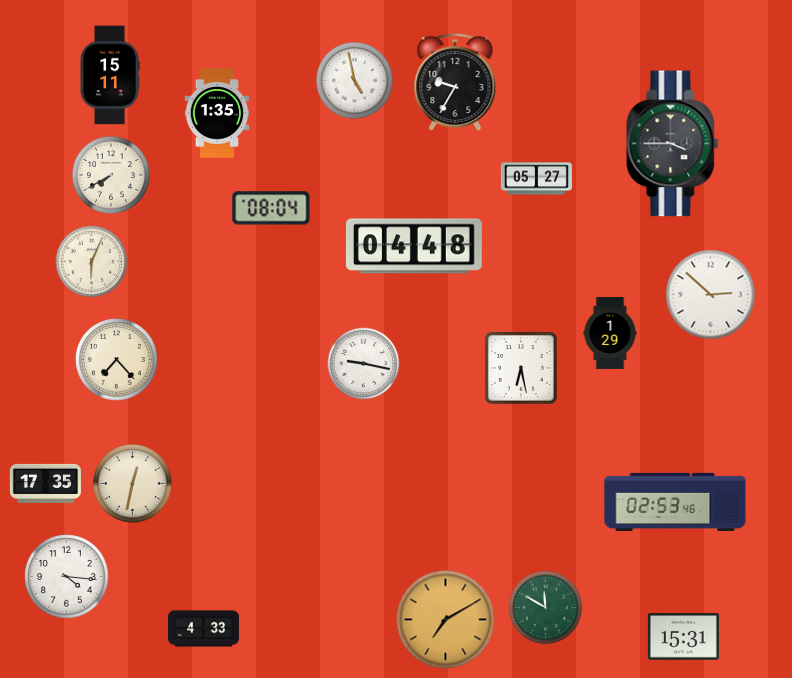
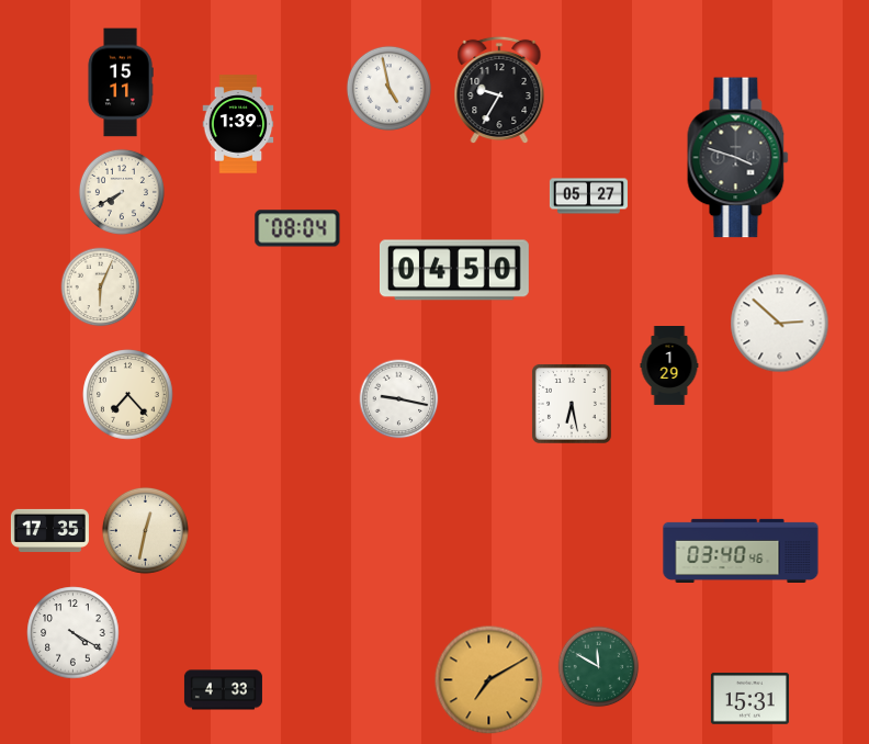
clock at (217, 113): 1:35 -> 1:39
clock at (673, 144): 3:45 -> 3:48
clock at (414, 246): 04:48 -> 04:50
clock at (675, 501): 02:53 -> 03:40
clock at (67, 577): 4:16 -> 4:20
